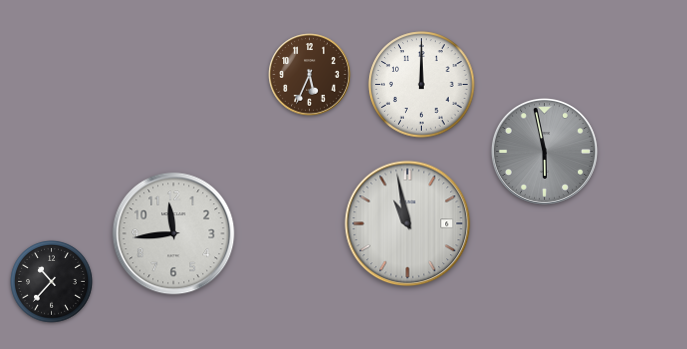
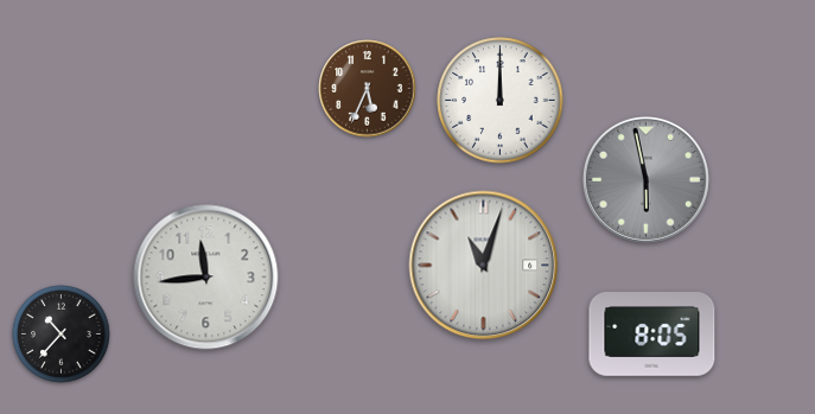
clock at (408, 224): 10:58 -> 11:03
clock at (652, 335): none -> 8:05
